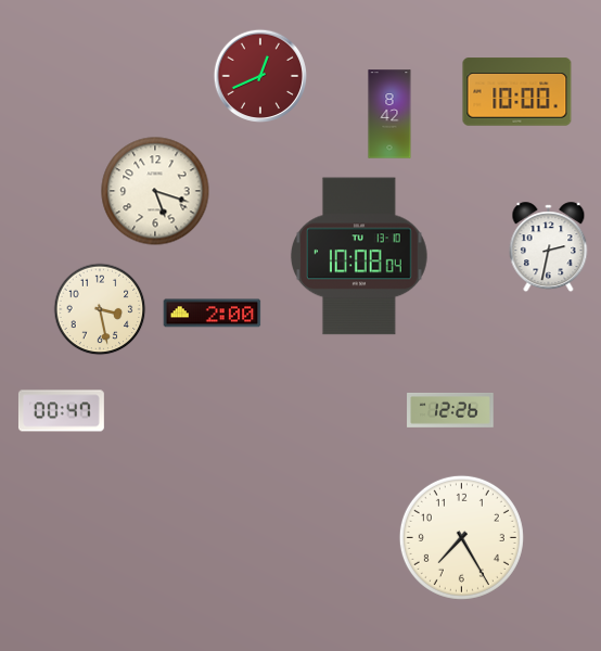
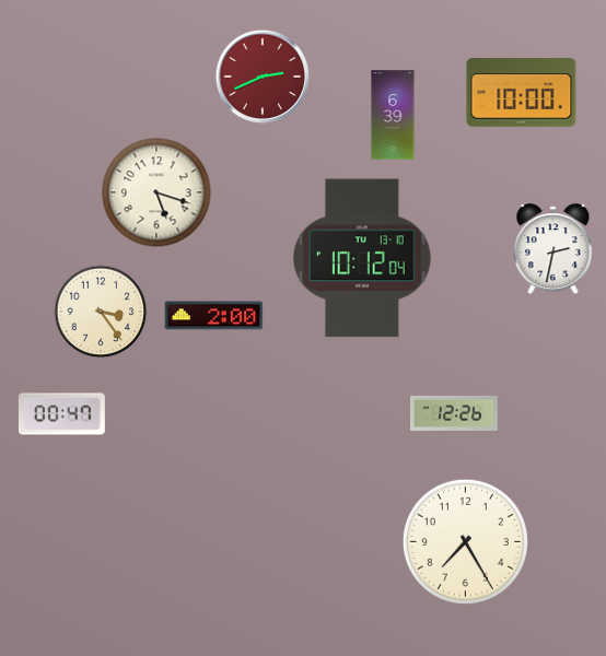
clock at (259, 75): 12:41 -> 2:41
clock at (389, 114): 8:42 -> 6:39
clock at (359, 256): 10:08 -> 10:12
clock at (100, 309): 3:28 -> 3:24
